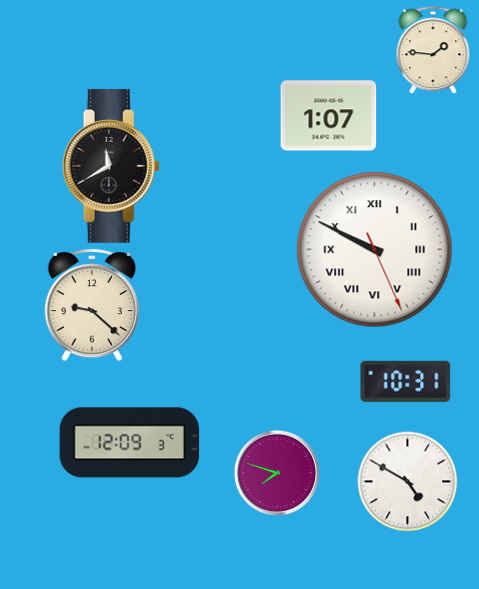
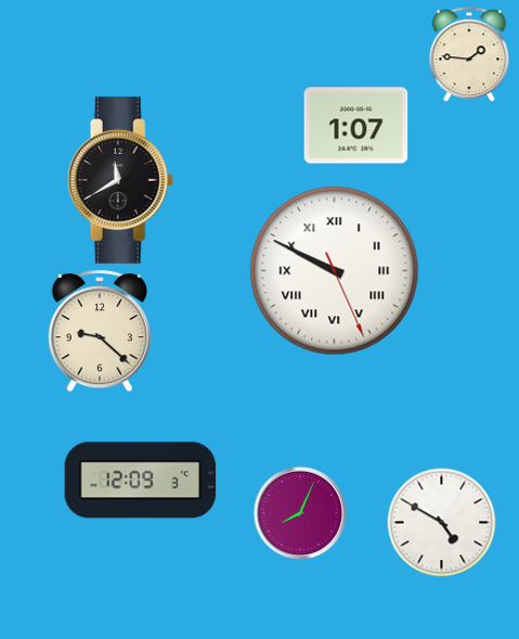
clock at (375, 250) position: (375, 250) -> (335, 271)
clock at (406, 381): 10:31 -> none
clock at (276, 472): 7:48 -> 8:04
